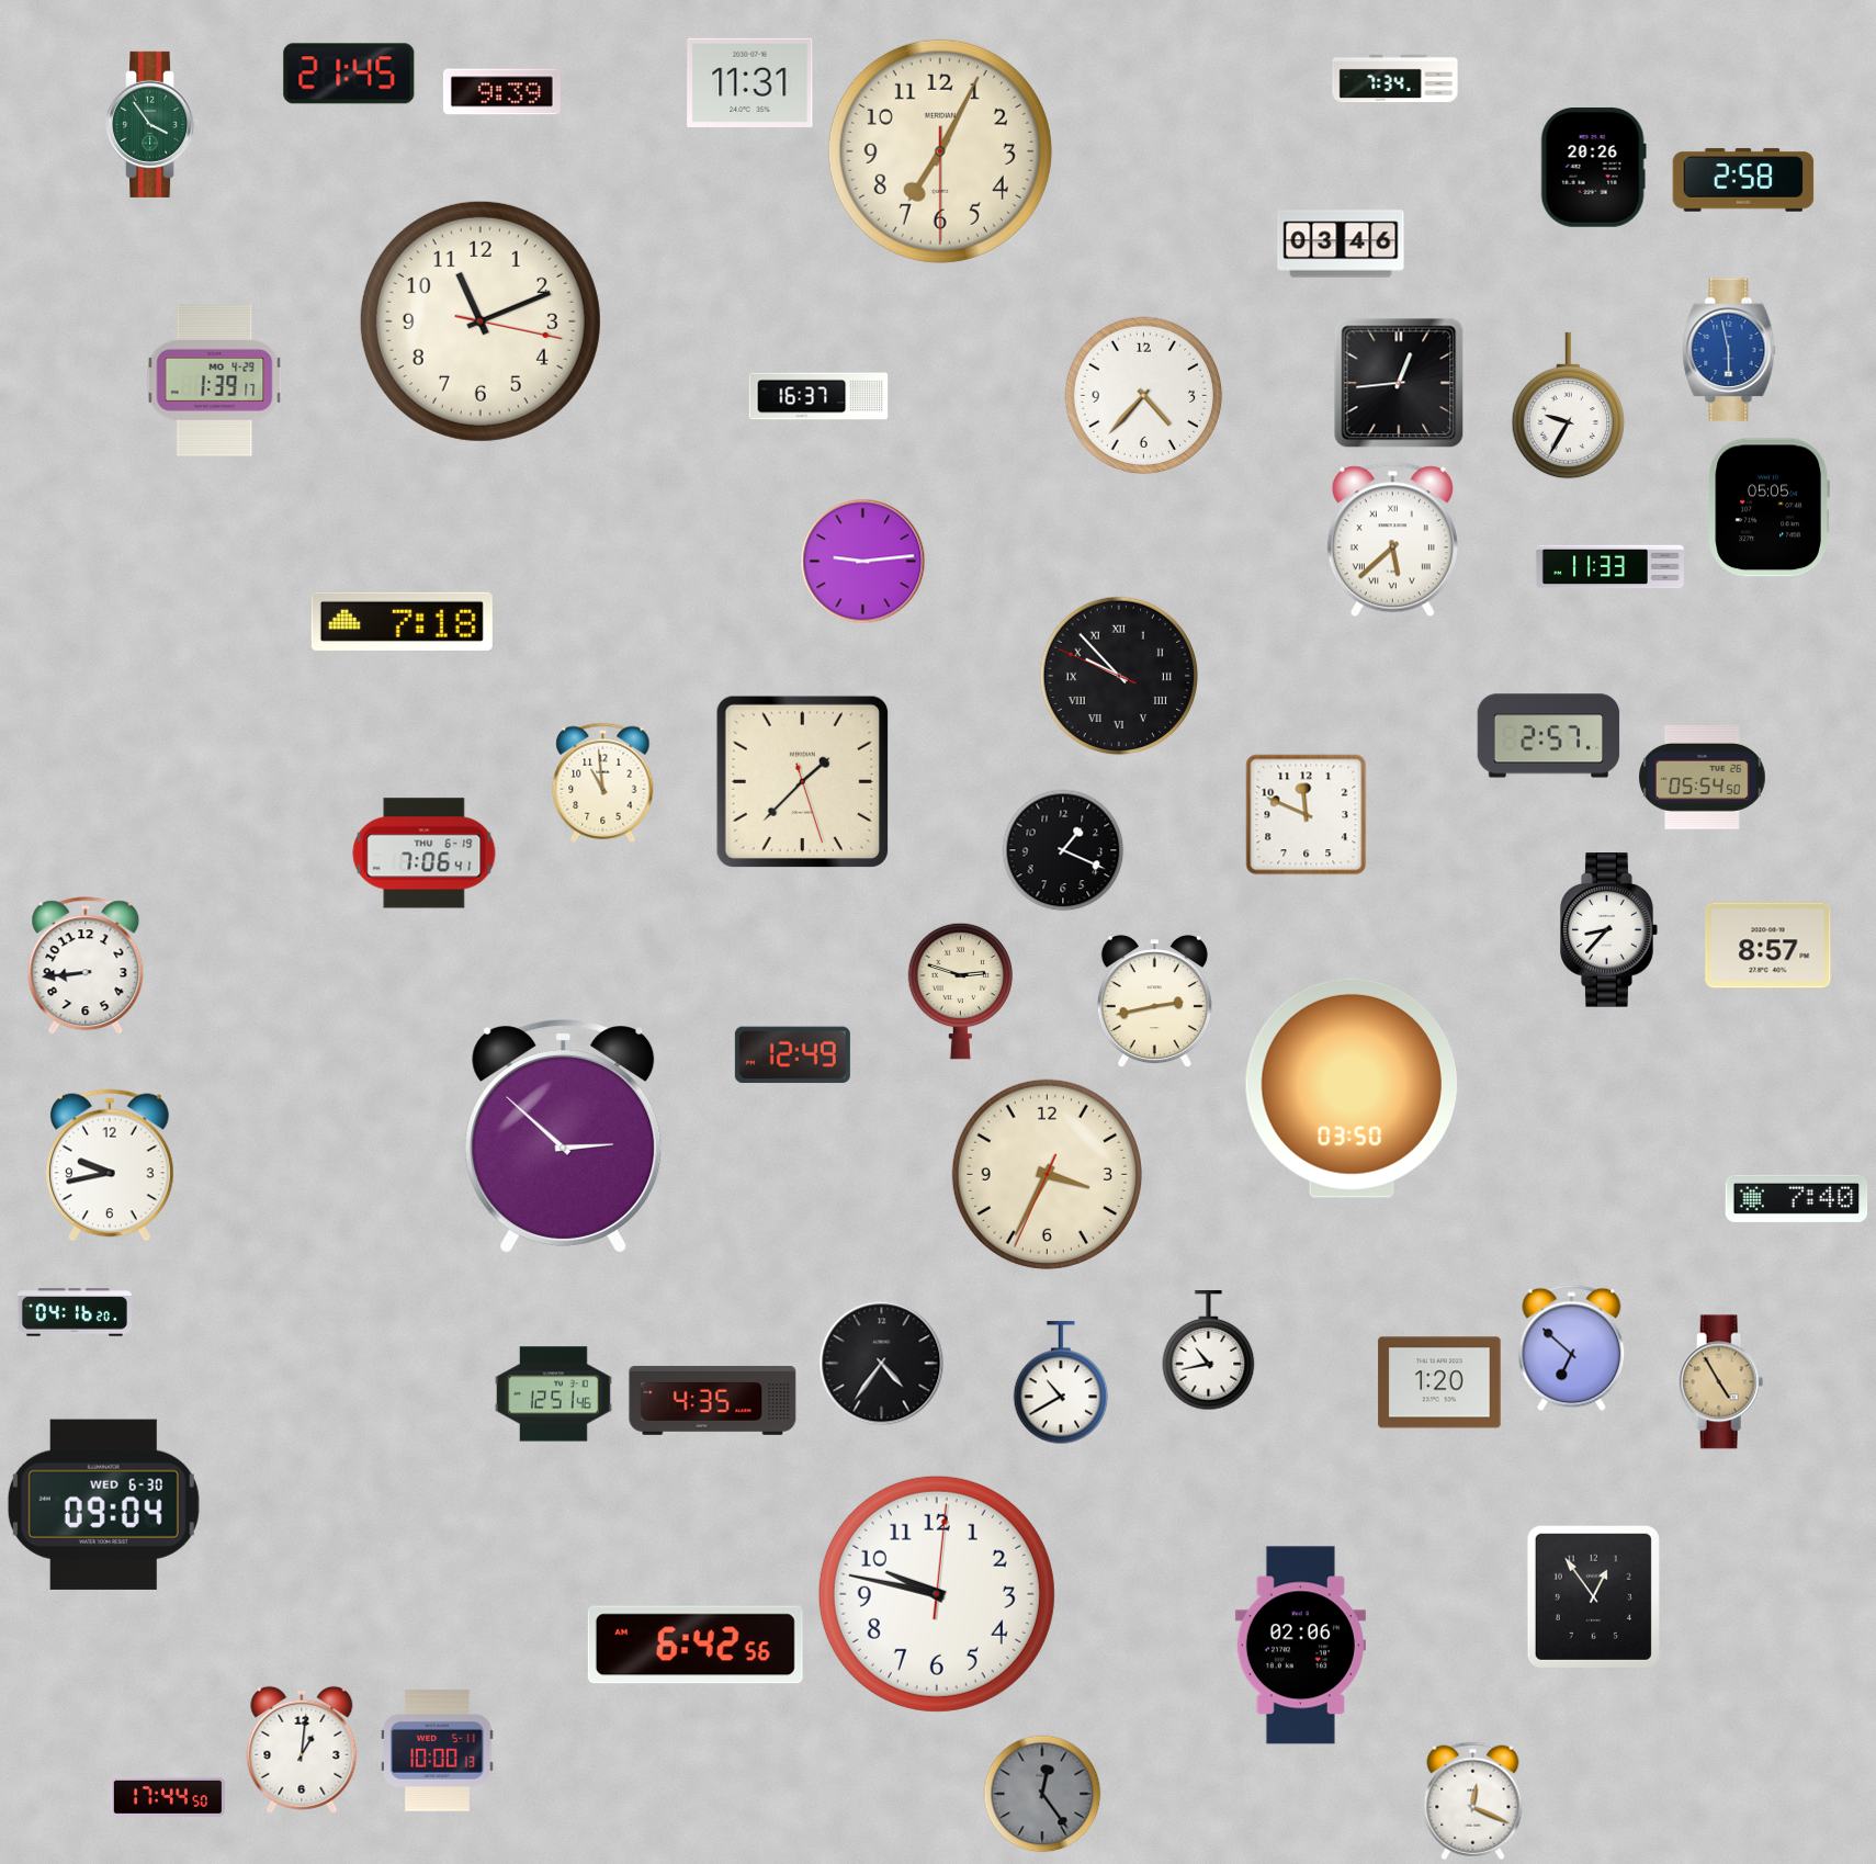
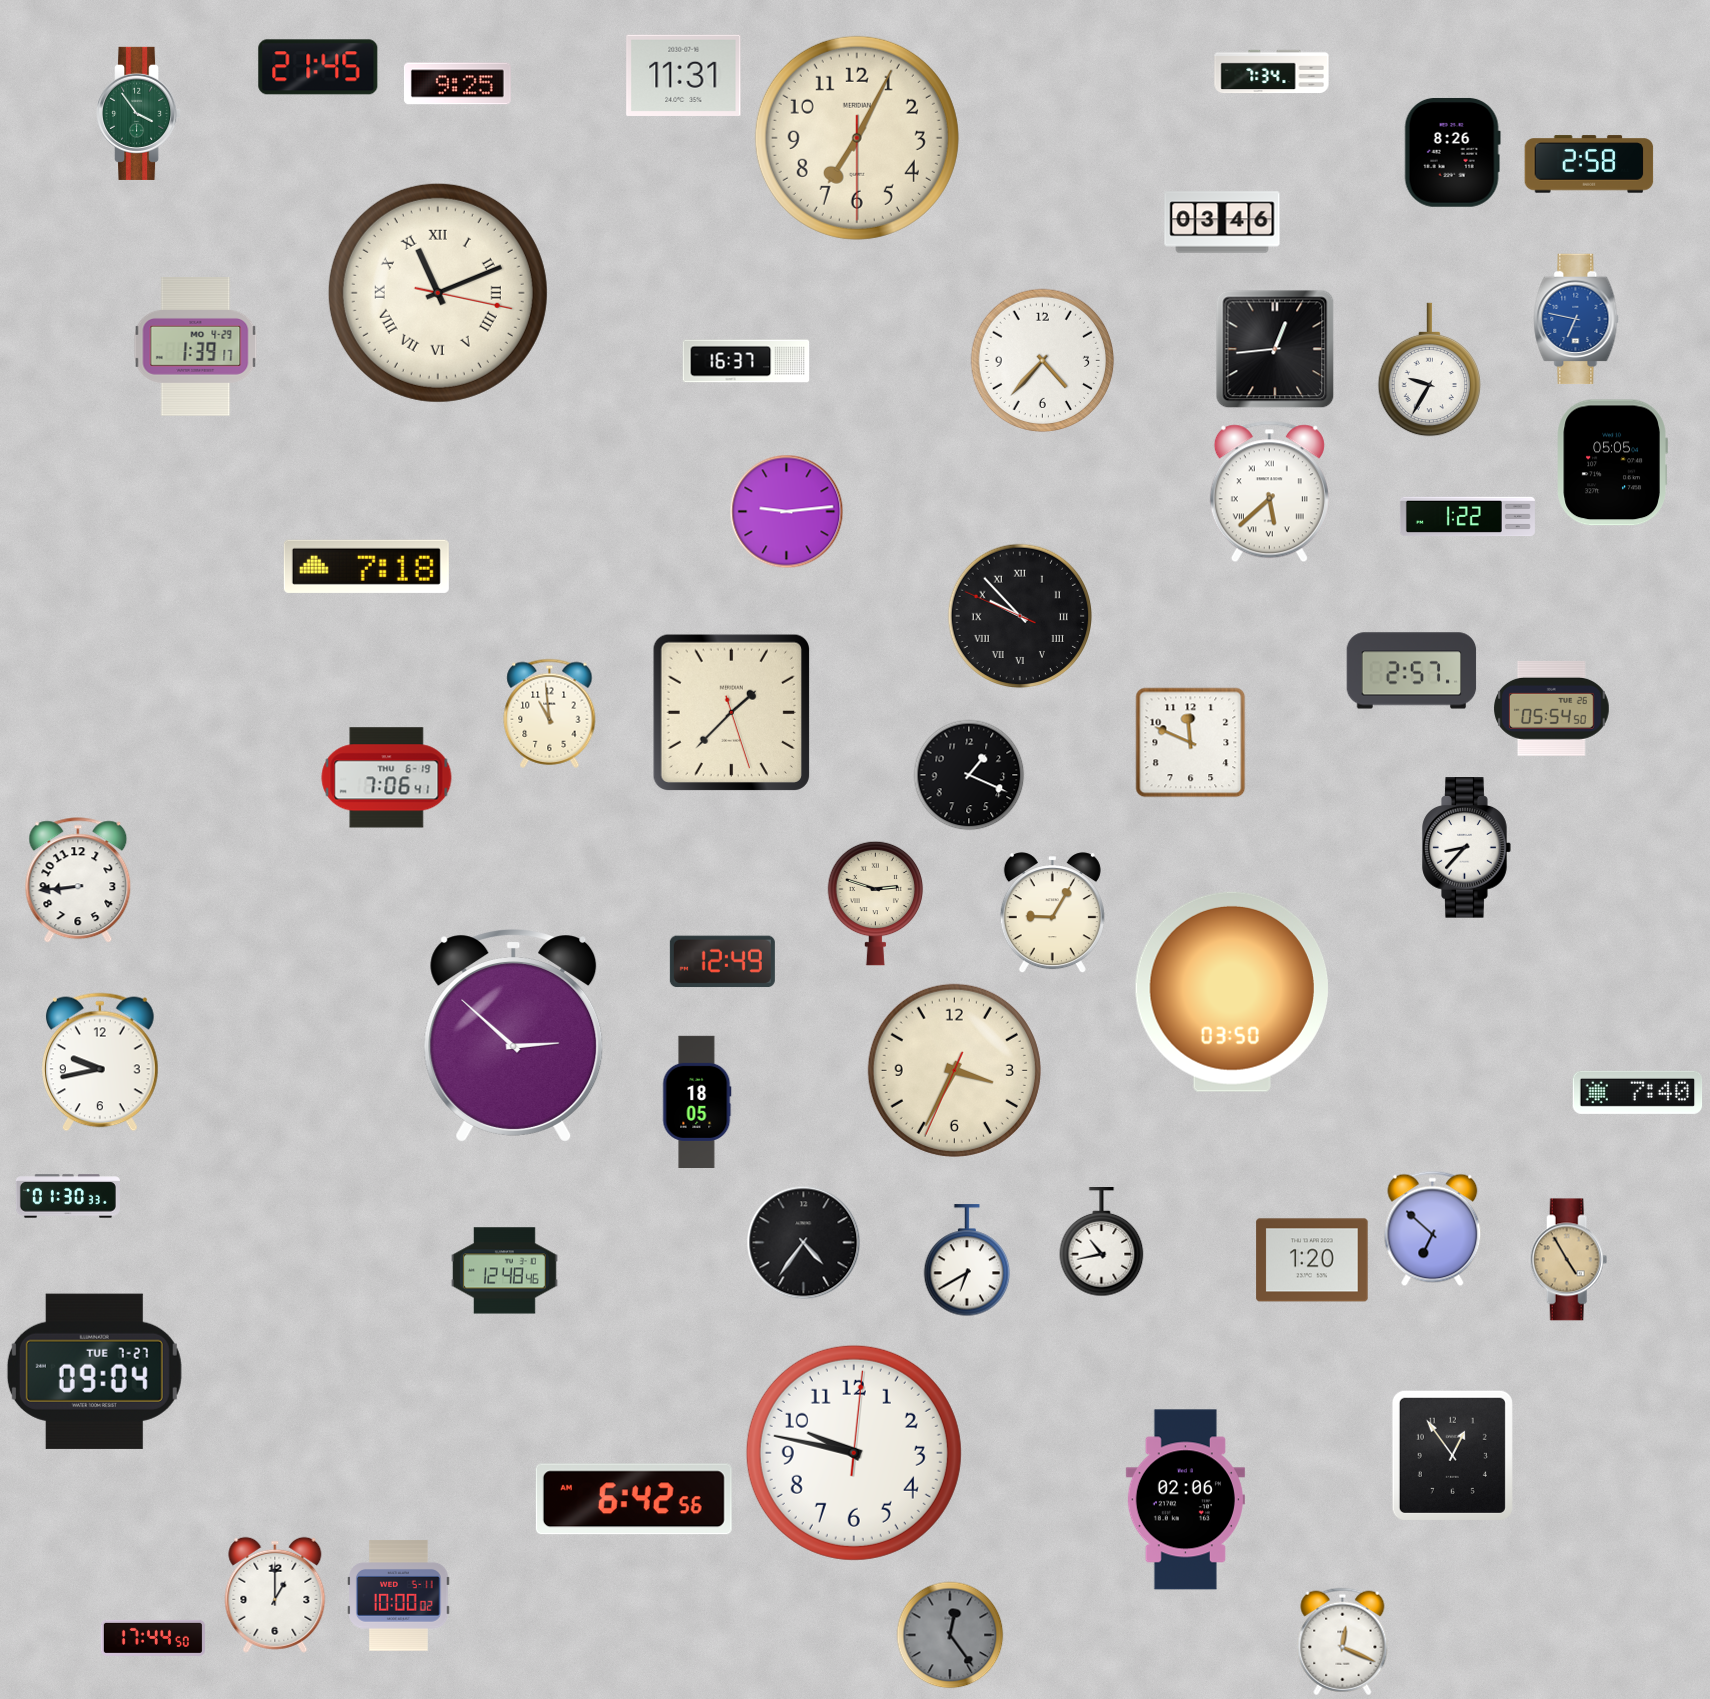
clock at (501, 92): 9:39 -> 9:25
clock at (1593, 167): 20:26 -> 8:26
clock at (481, 321) numerals: Arabic -> Roman
clock at (1729, 350): 5:58 -> 6:47
clock at (1609, 567): 11:33 -> 1:22
clock at (1768, 946): 8:57 -> none
clock at (1154, 1002): 2:43 -> 9:05
clock at (697, 1101): none -> 18:05
clock at (75, 1312): 04:16 -> 01:30
clock at (1209, 1351) position: (1209, 1351) -> (1102, 1242)
clock at (1061, 1383): 10:40 -> 6:40
clock at (553, 1394): 12:51 -> 12:48
clock at (713, 1400): 4:35 -> none
clock at (103, 1504) date: WED 6-30 -> TUE 7-27
clock at (302, 1750): 1:01 -> 1:00
clock at (438, 1751): 10:00:13 -> 10:00:02
